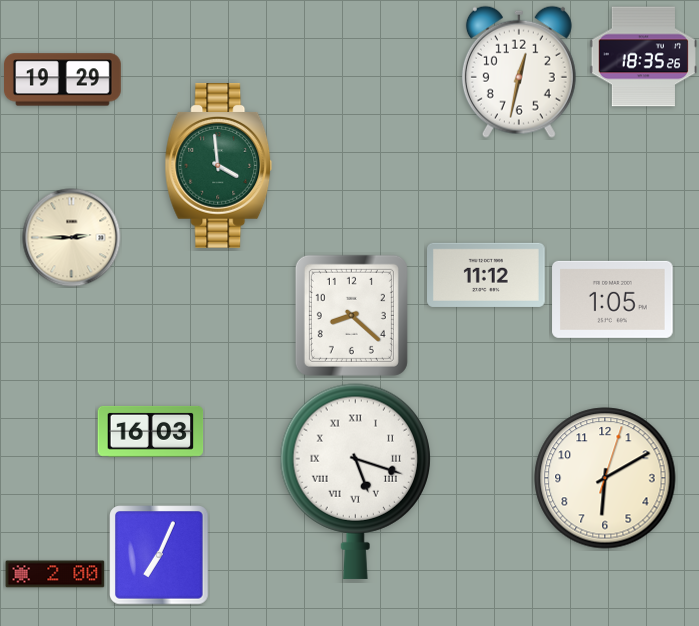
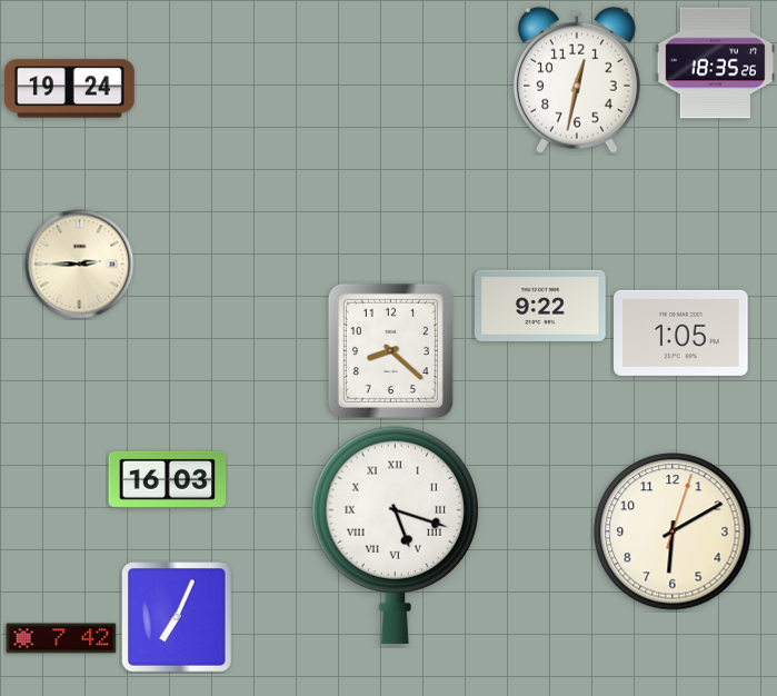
clock at (63, 80): 19:29 -> 19:24
clock at (219, 166): 3:59 -> none
clock at (487, 275): 11:12 -> 9:22
clock at (55, 574): 2:00 -> 7:42
